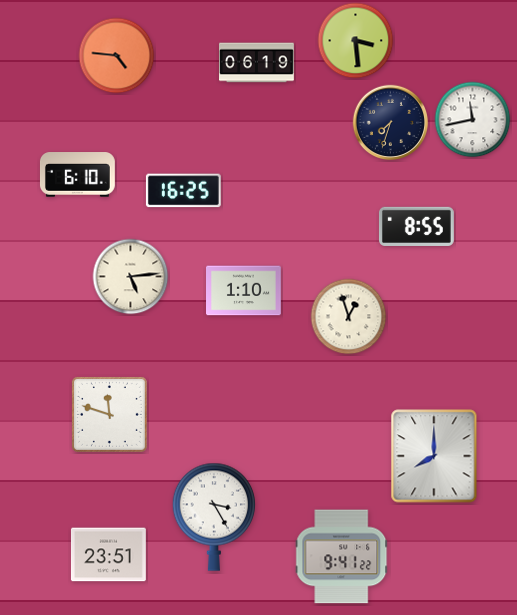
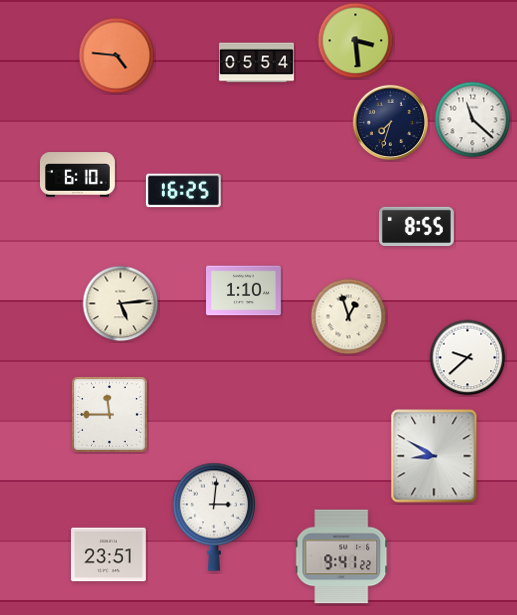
clock at (257, 63): 06:19 -> 05:54
clock at (473, 120): 11:43 -> 11:22
clock at (131, 277) position: (131, 277) -> (121, 304)
clock at (468, 358): none -> 9:38
clock at (109, 414): 11:48 -> 11:45
clock at (434, 456): 8:00 -> 8:50
clock at (213, 517): 3:25 -> 3:01
